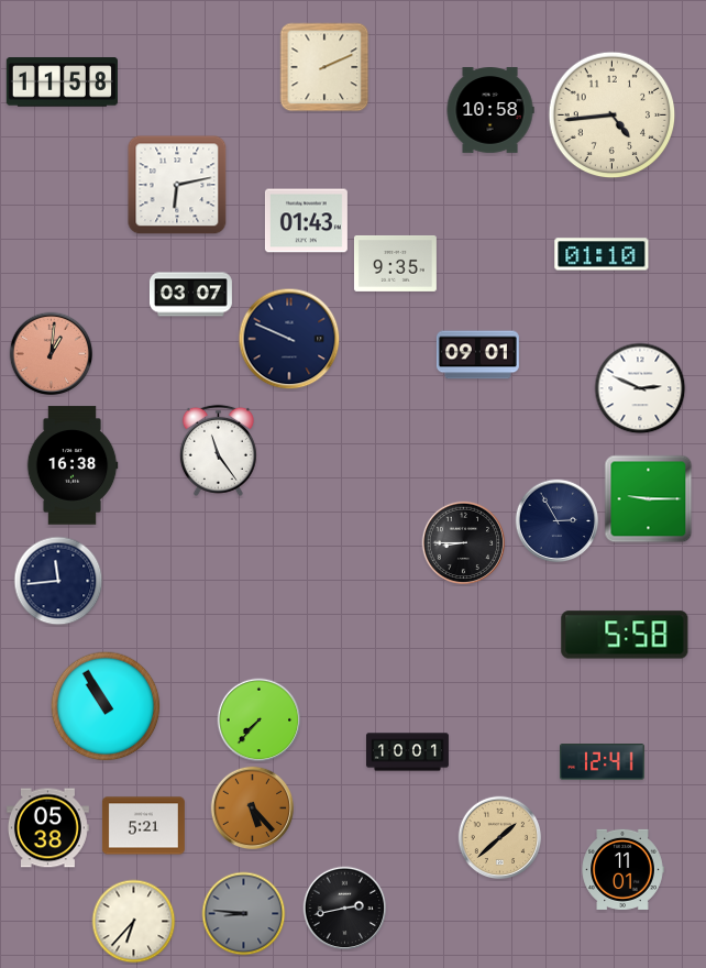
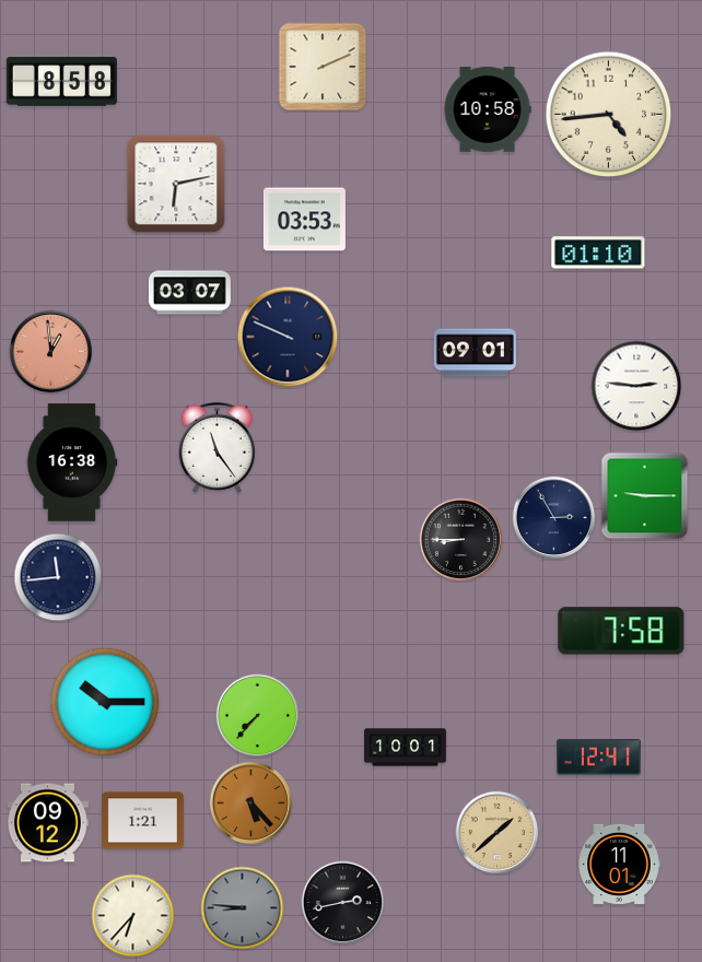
clock at (62, 82): 11:58 -> 8:58
clock at (306, 221): 01:43 -> 03:53
clock at (395, 263): 9:35 -> none
clock at (52, 354): 1:01 -> 12:59
clock at (640, 388): 2:49 -> 2:46
clock at (625, 635): 5:58 -> 7:58
clock at (106, 706): 10:55 -> 10:15
clock at (143, 826): 5:21 -> 1:21
clock at (47, 828): 05:38 -> 09:12
